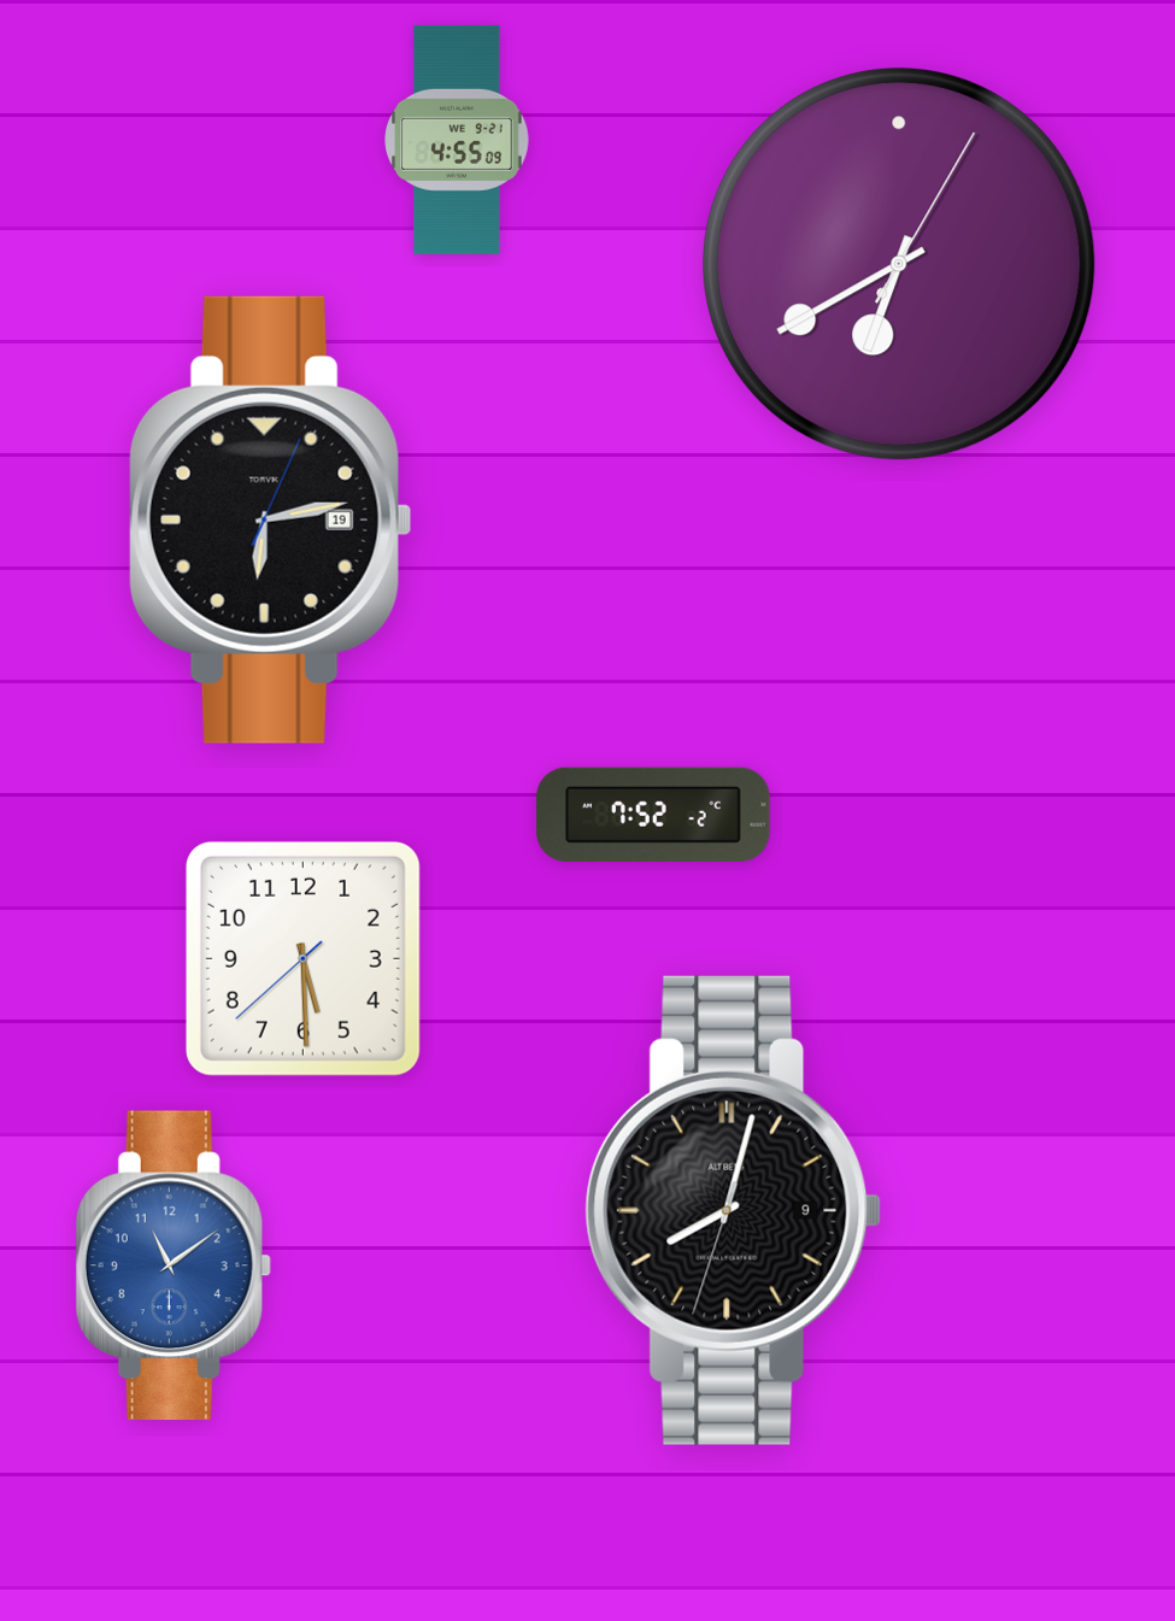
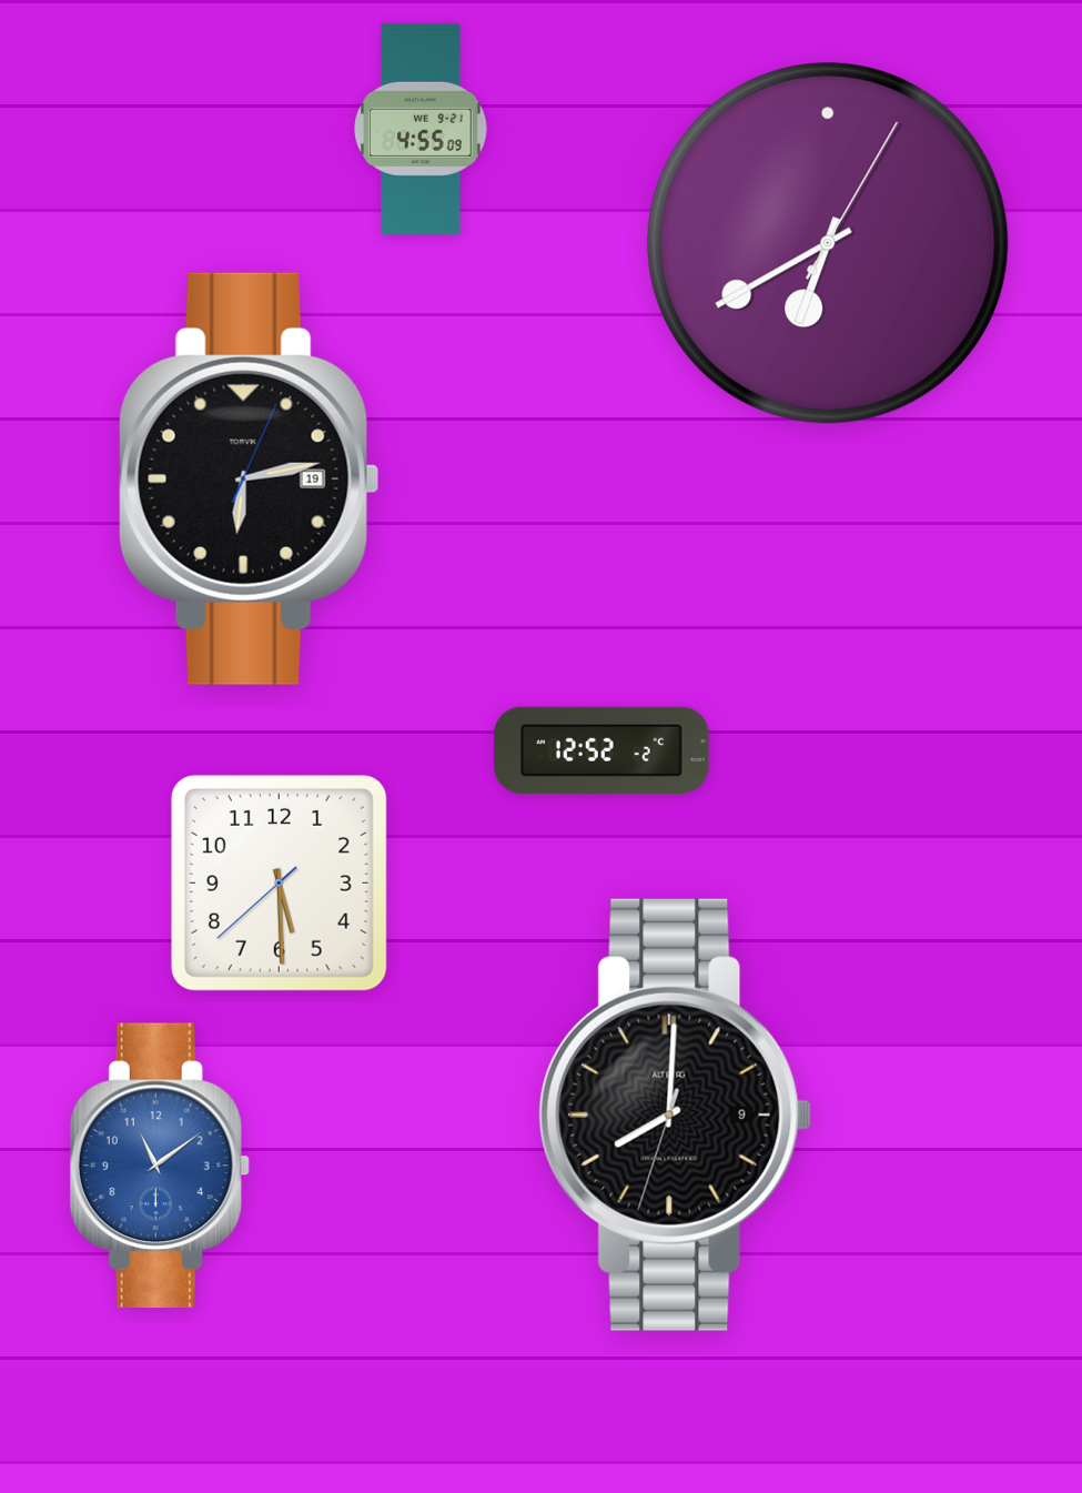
clock at (653, 815): 7:52 -> 12:52
clock at (734, 1210): 8:02 -> 8:00
